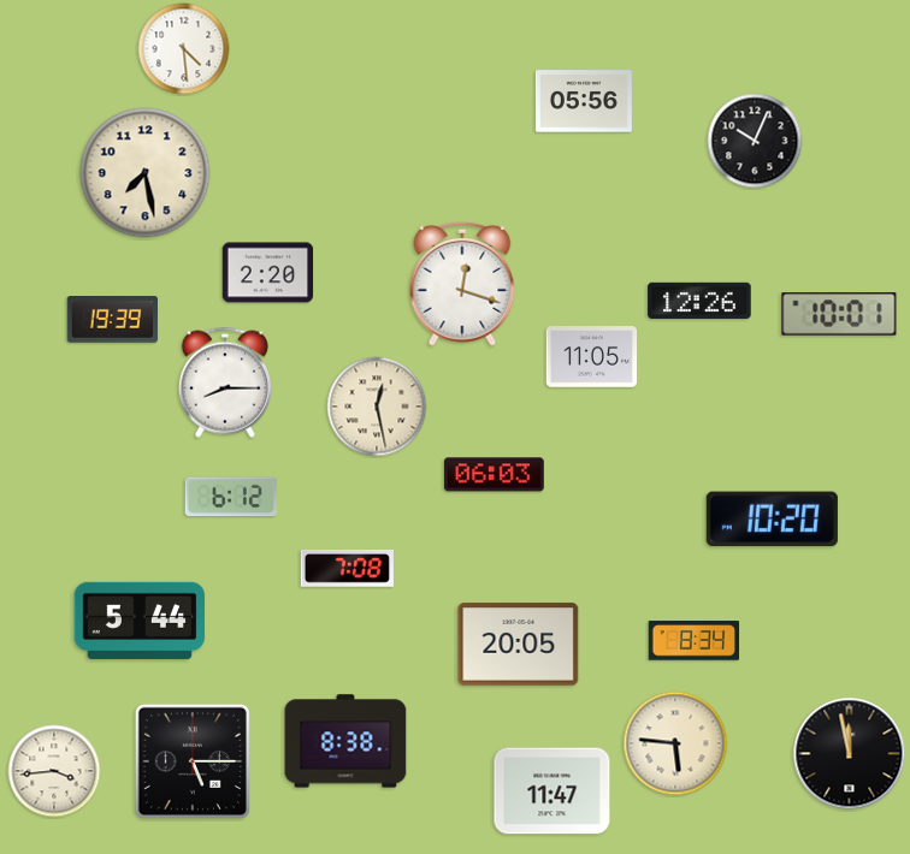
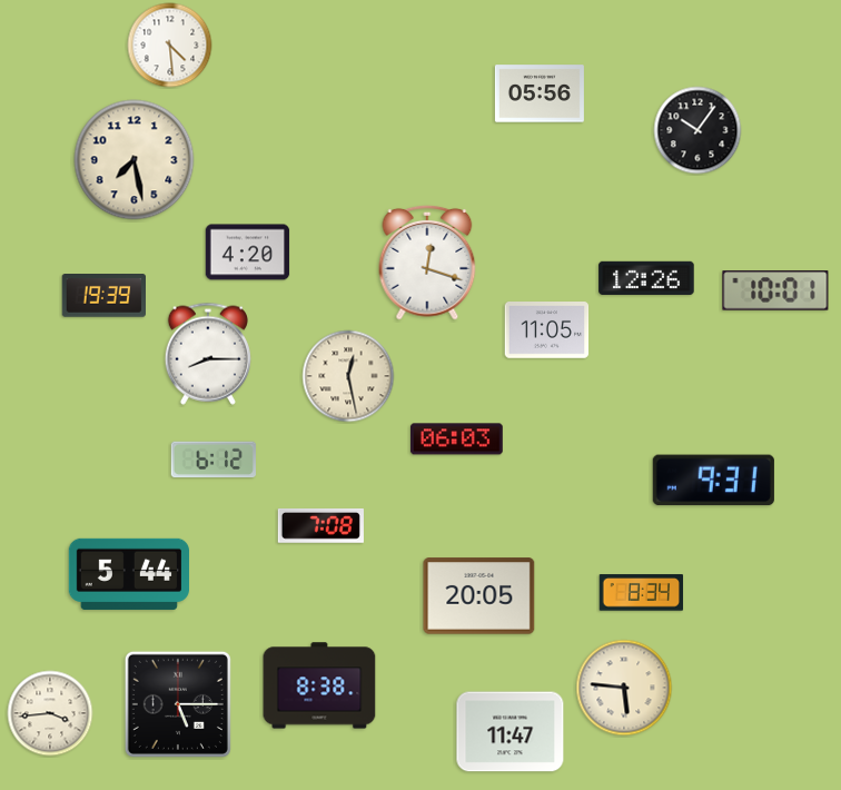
clock at (755, 141): 10:04 -> 10:06
clock at (268, 273): 2:20 -> 4:20
clock at (772, 520): 10:20 -> 9:31
clock at (850, 754): 11:58 -> none
